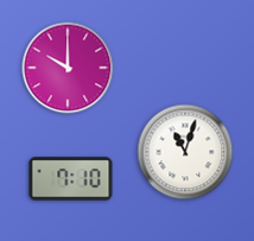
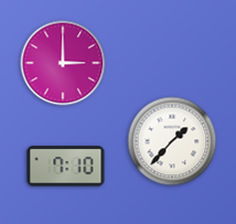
clock at (68, 68): 10:00 -> 3:00
clock at (185, 152): 11:03 -> 1:37
